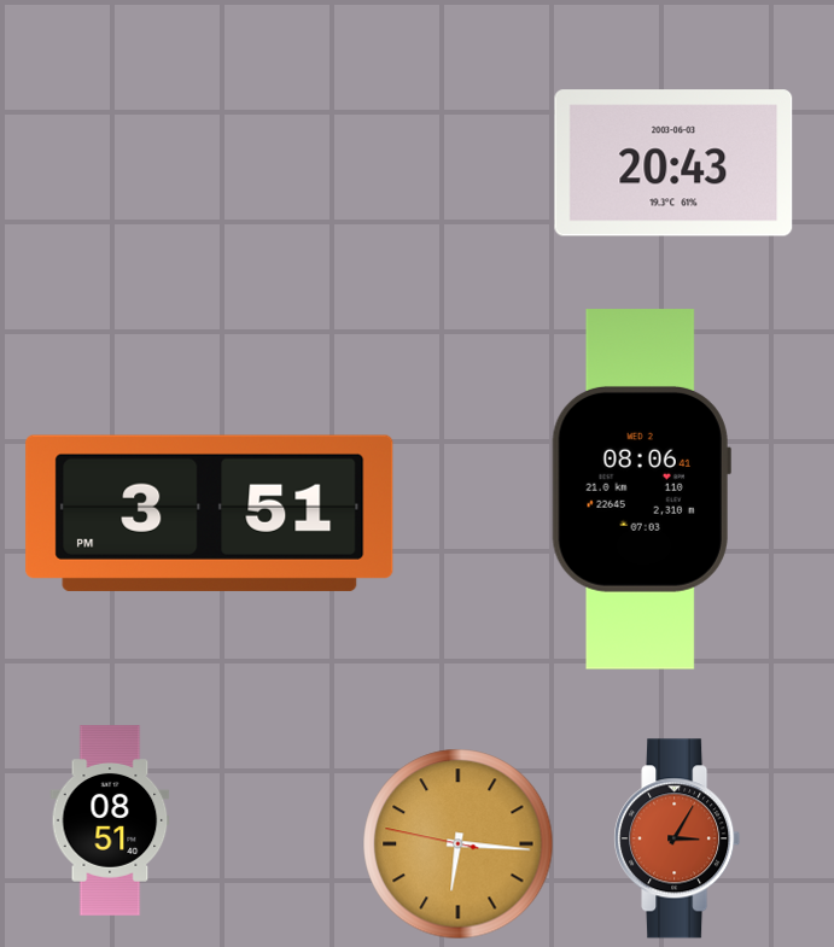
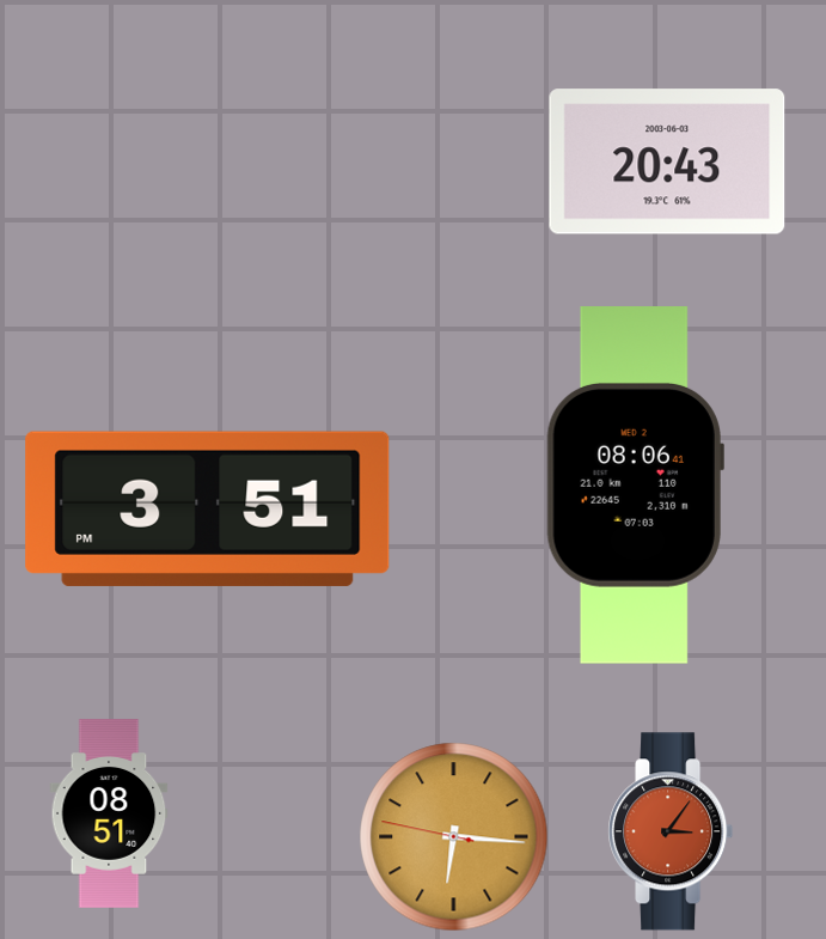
clock at (677, 838): 3:05 -> 3:06
